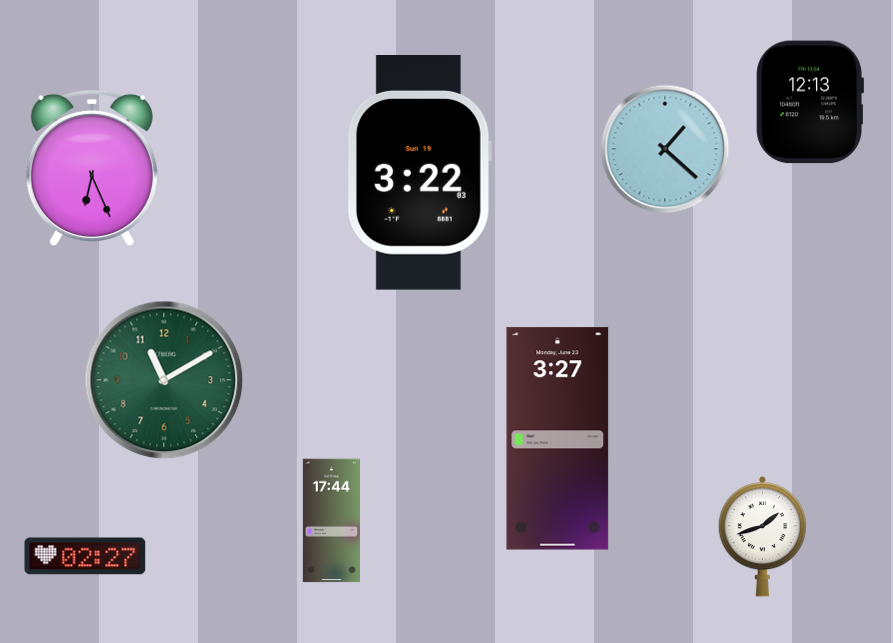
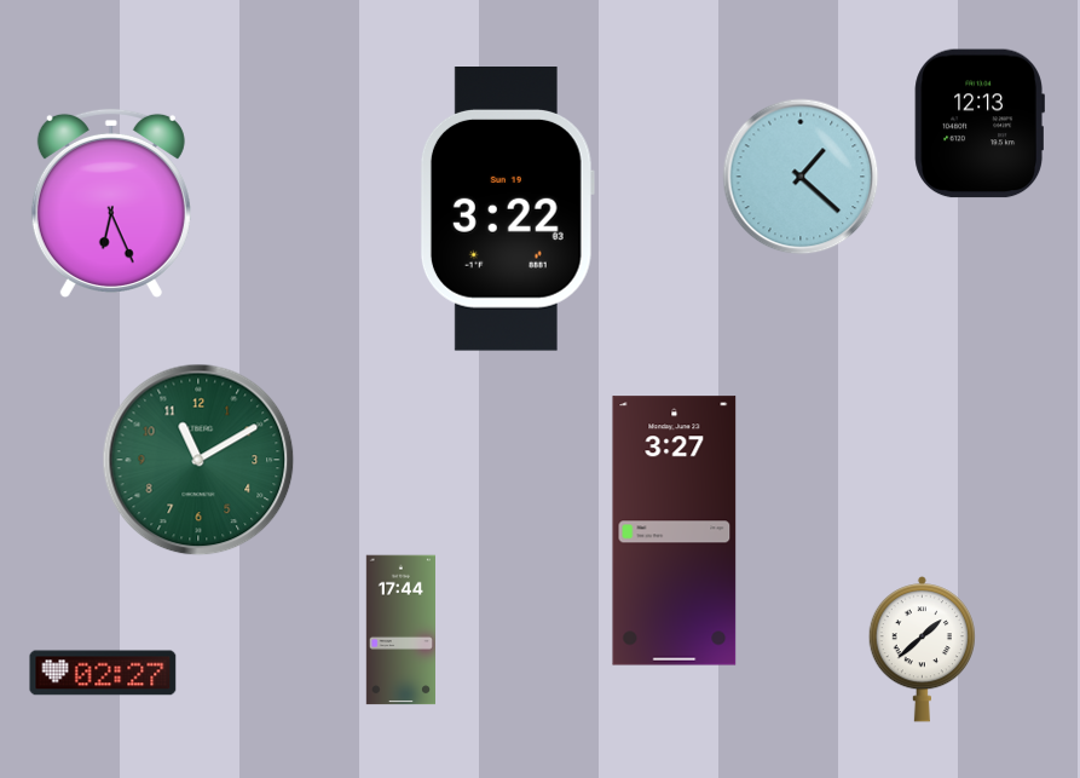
clock at (665, 149) position: (665, 149) -> (801, 177)
clock at (762, 537): 1:42 -> 1:38
